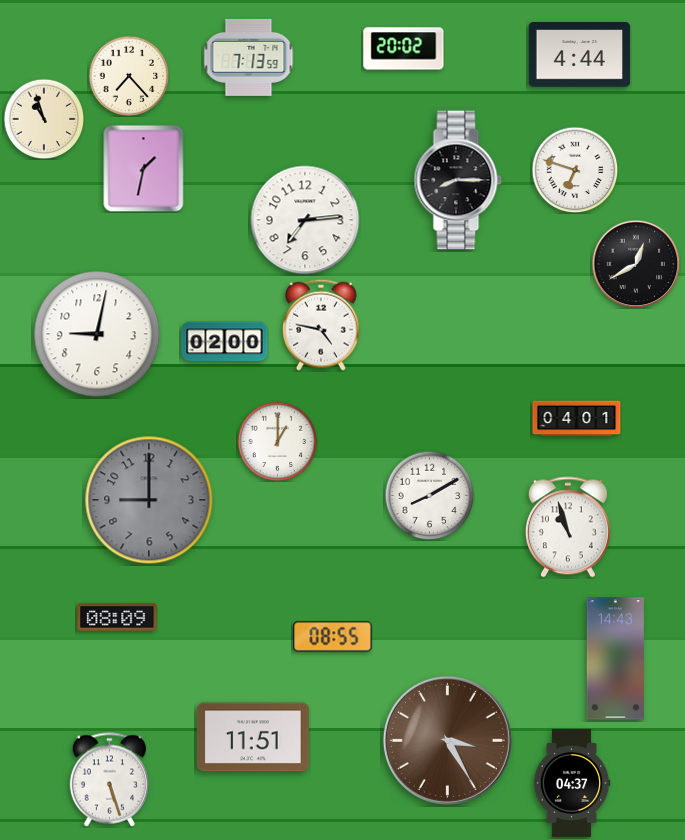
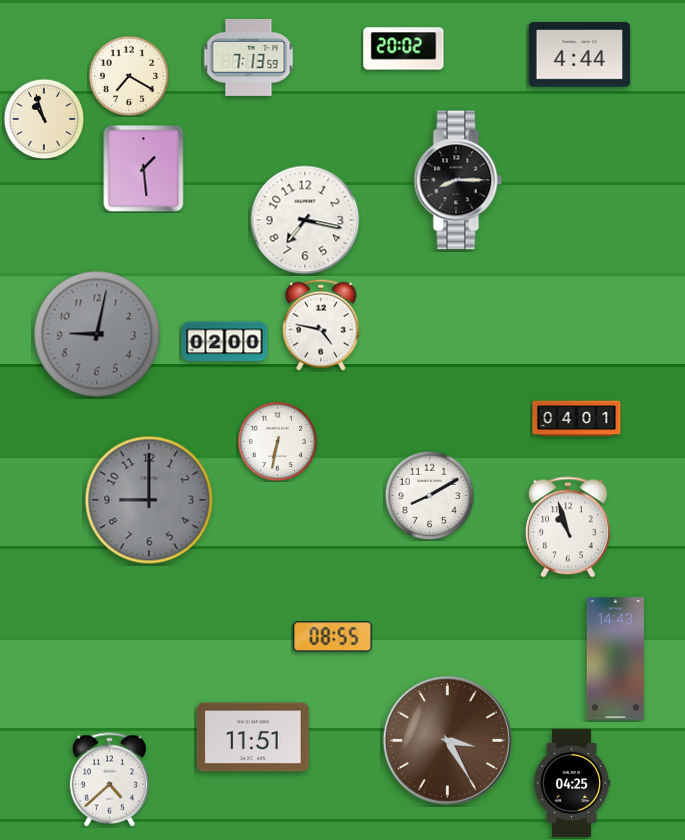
clock at (129, 76): 7:23 -> 7:20
clock at (144, 168): 1:32 -> 1:29
clock at (575, 170): 6:48 -> none
clock at (305, 220): 7:14 -> 7:17
clock at (636, 264): 12:40 -> none
clock at (97, 334) dial: white -> grey
clock at (277, 441): 1:00 -> 6:32
clock at (117, 617): 08:09 -> none
clock at (109, 780): 5:27 -> 4:38
clock at (572, 783): 04:37 -> 04:25
